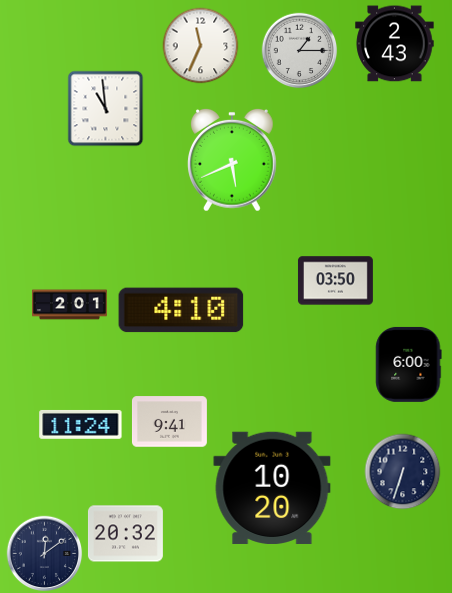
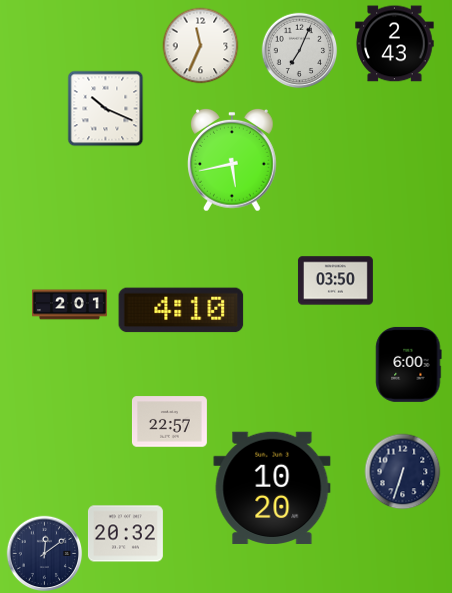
clock at (300, 51): 1:15 -> 7:04
clock at (106, 109): 10:59 -> 10:19
clock at (233, 160): 5:41 -> 5:43
clock at (169, 422): 9:41 -> 22:57
clock at (81, 425): 11:24 -> none
